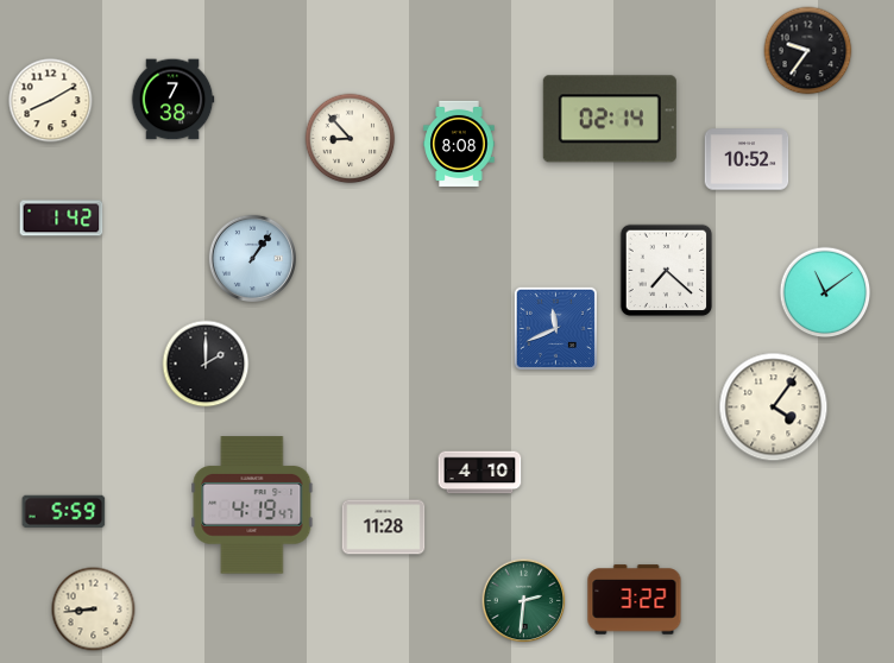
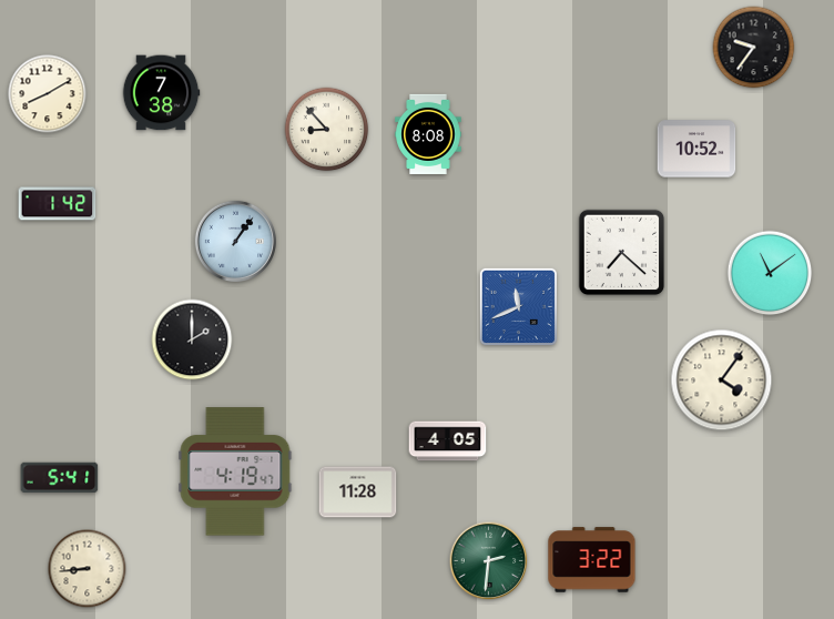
clock at (610, 119): 02:14 -> none
clock at (480, 473): 4:10 -> 4:05
clock at (64, 511): 5:59 -> 5:41
